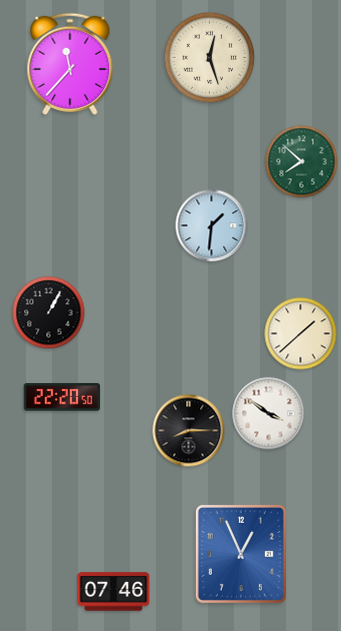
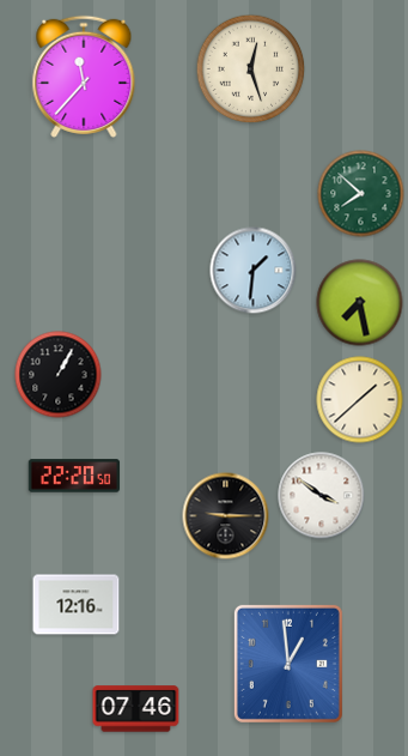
clock at (360, 303): none -> 7:28
clock at (189, 431): 8:15 -> 9:15
clock at (77, 605): none -> 12:16
clock at (241, 554): 12:56 -> 12:59
